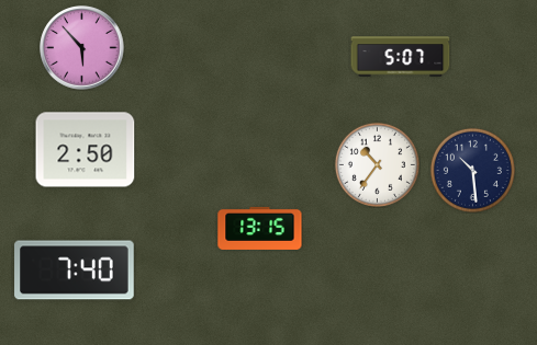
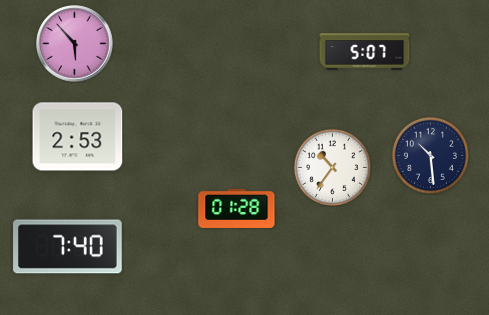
clock at (86, 150): 2:50 -> 2:53
clock at (377, 164) position: (377, 164) -> (332, 167)
clock at (260, 228): 13:15 -> 01:28
